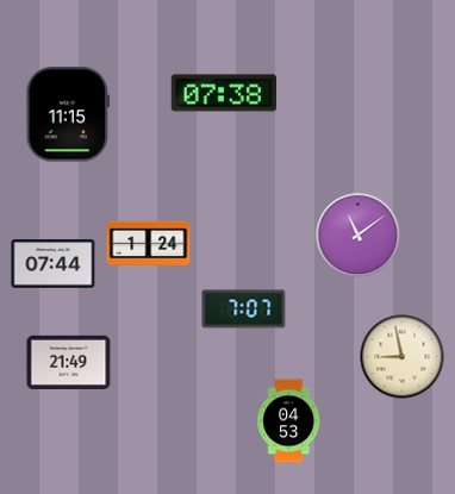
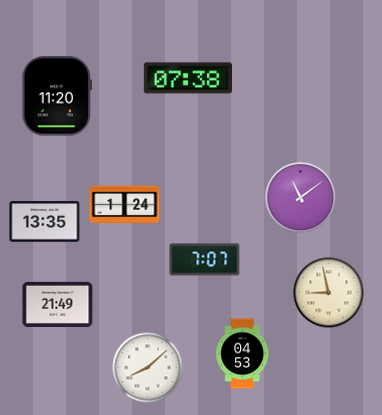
clock at (68, 114): 11:15 -> 11:20
clock at (54, 264): 07:44 -> 13:35
clock at (403, 357) position: (403, 357) -> (329, 293)
clock at (148, 368): none -> 8:08
